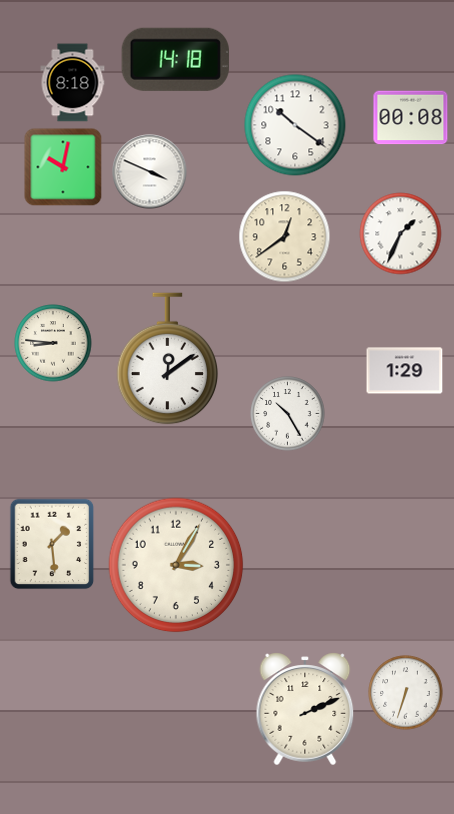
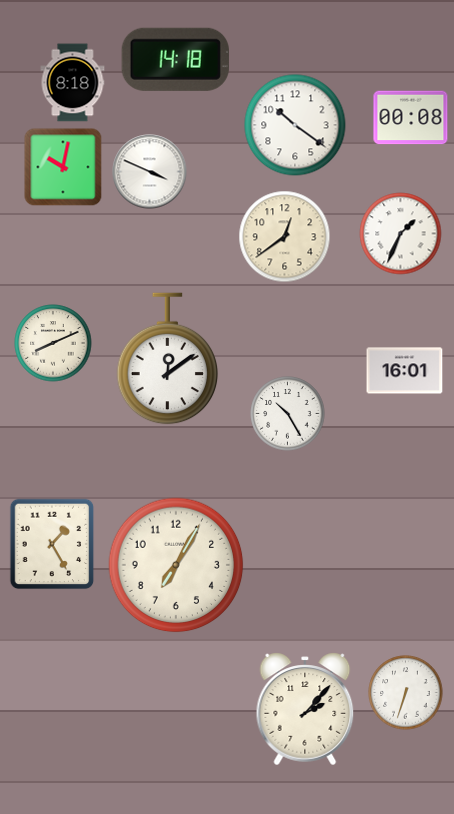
clock at (53, 343): 8:46 -> 8:11
clock at (405, 371): 1:29 -> 16:01
clock at (52, 544): 1:29 -> 1:25
clock at (176, 565): 3:05 -> 7:05
clock at (305, 709): 2:11 -> 2:07
